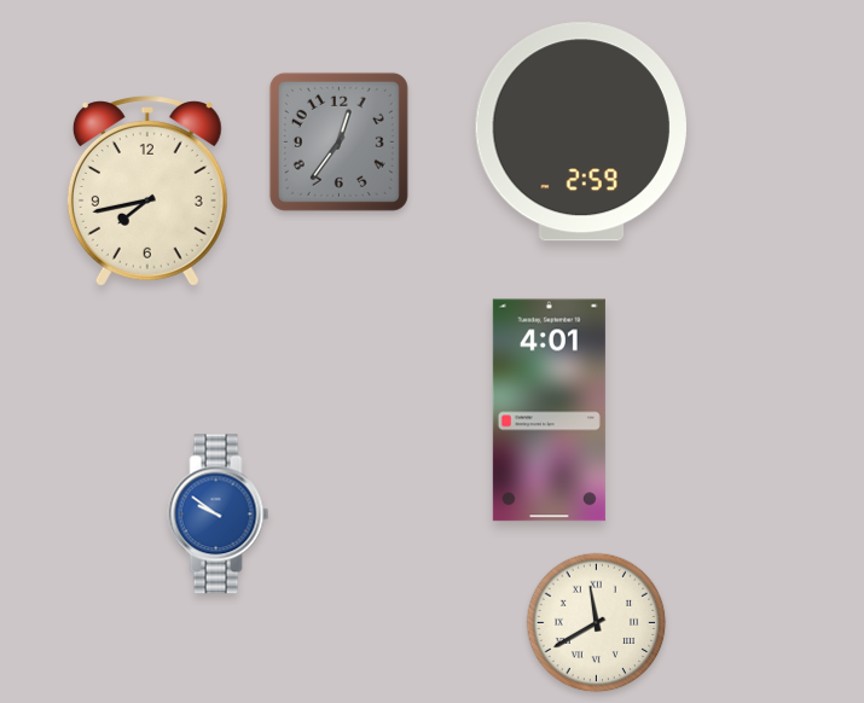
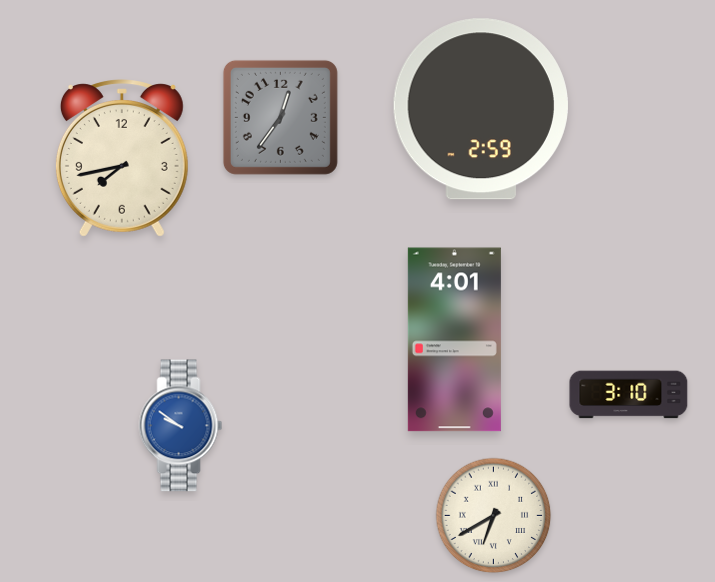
clock at (629, 395): none -> 3:10
clock at (597, 623): 11:40 -> 6:40
